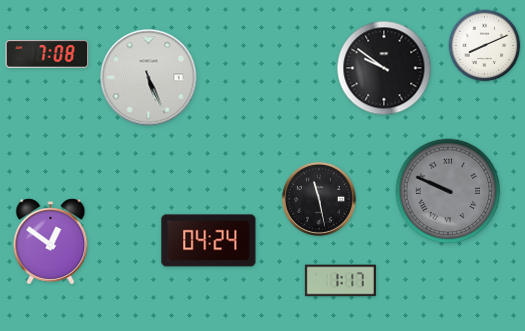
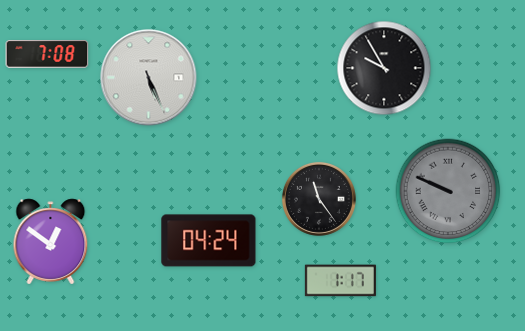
clock at (485, 46): 8:11 -> none
clock at (384, 68): 9:51 -> 9:55
clock at (319, 199): 11:28 -> 11:24
